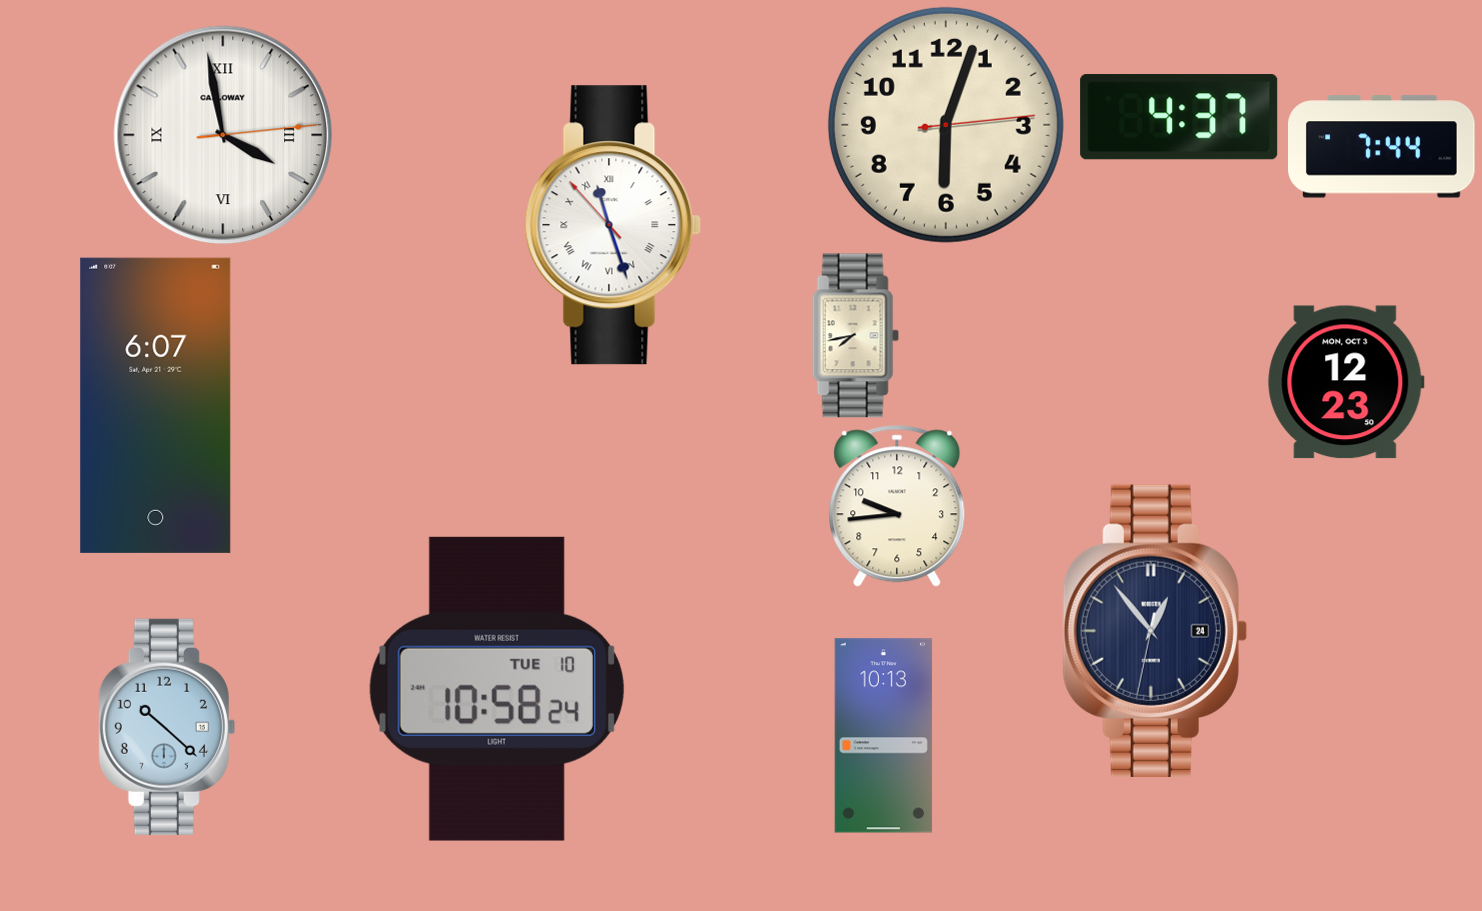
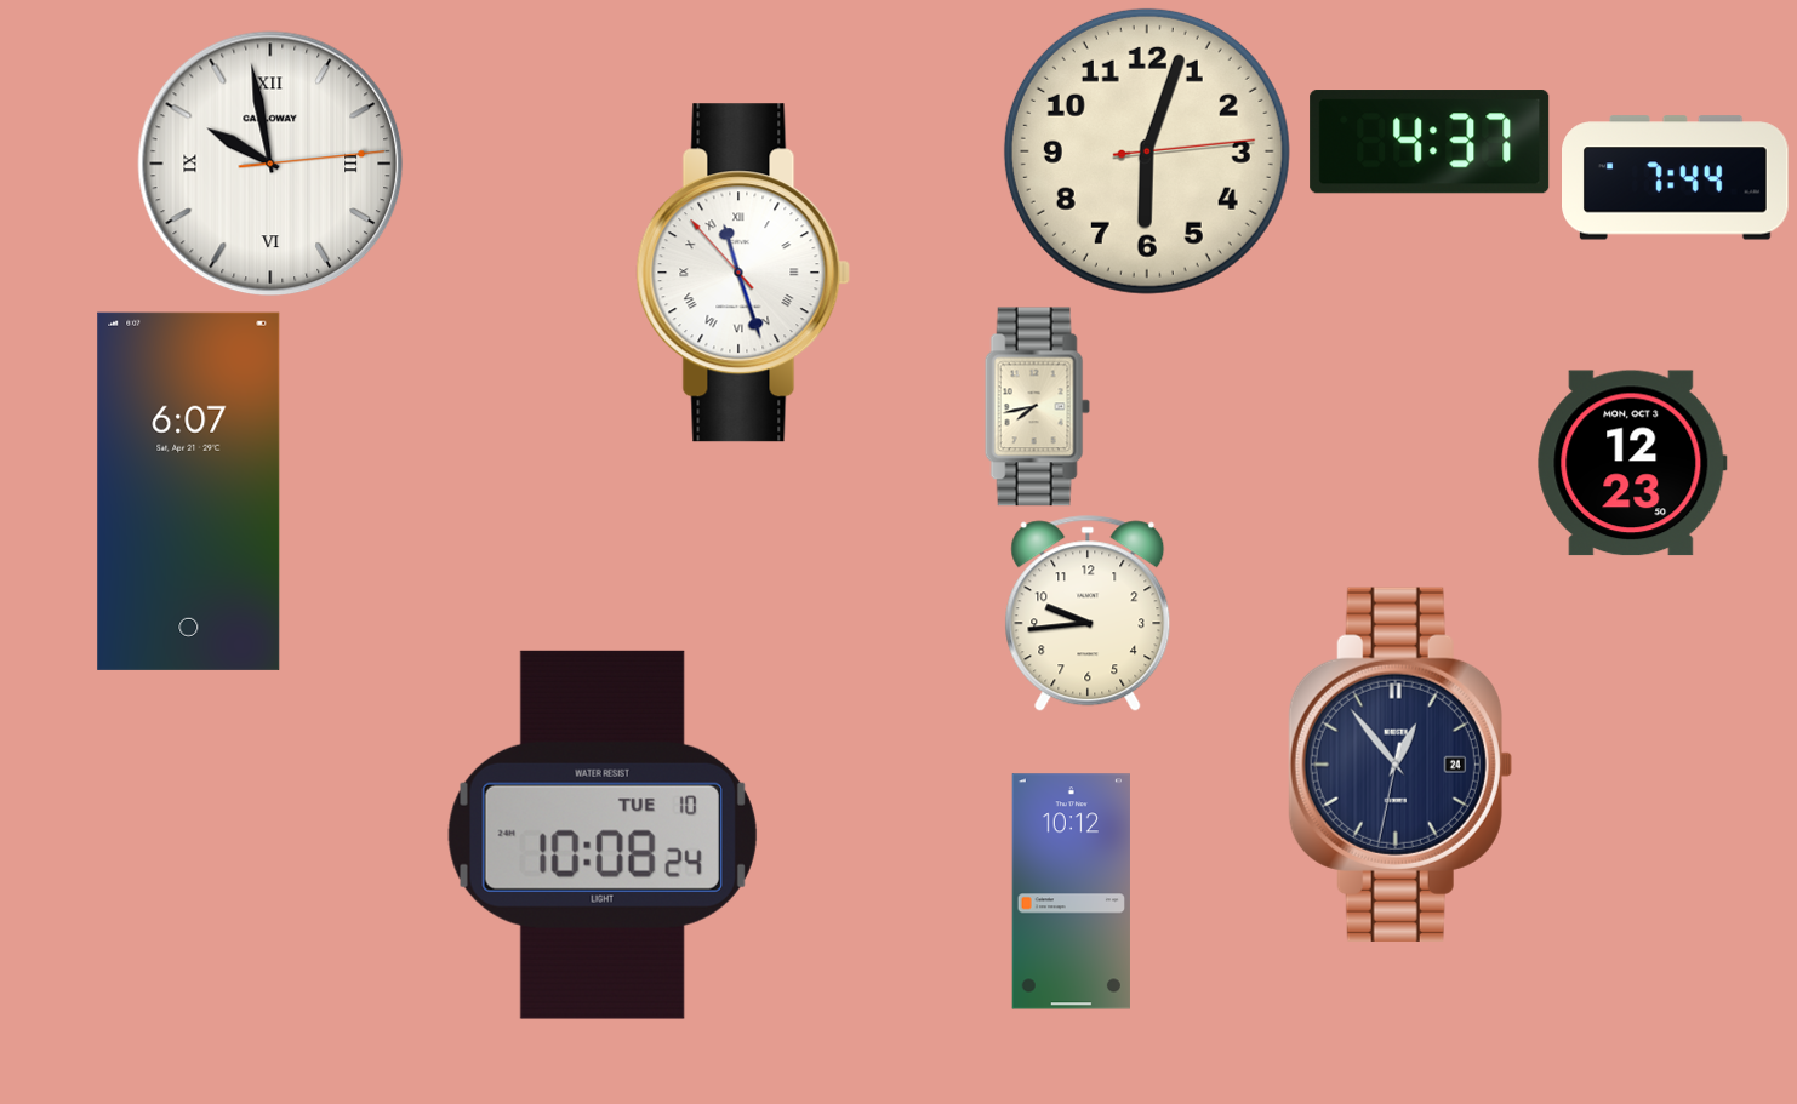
clock at (223, 135): 3:58 -> 9:58
clock at (497, 689): 10:58 -> 10:08
clock at (167, 727): 10:22 -> none
clock at (883, 736): 10:13 -> 10:12
